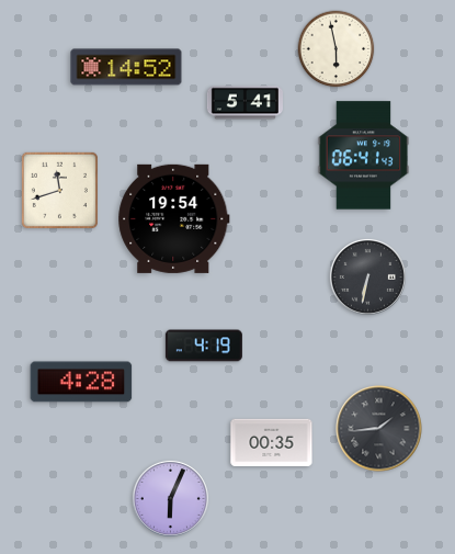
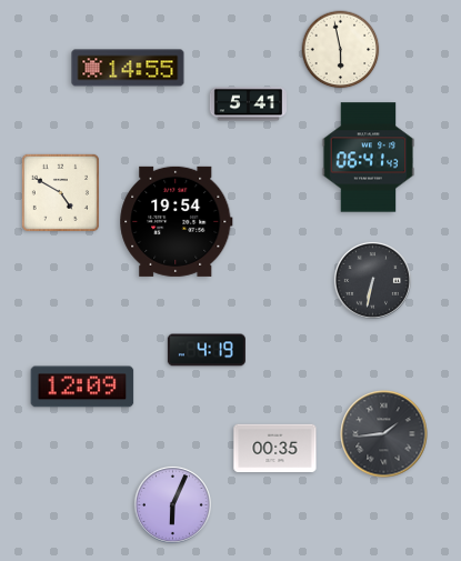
clock at (126, 67): 14:52 -> 14:55
clock at (59, 190): 11:42 -> 4:50
clock at (81, 382): 4:28 -> 12:09
